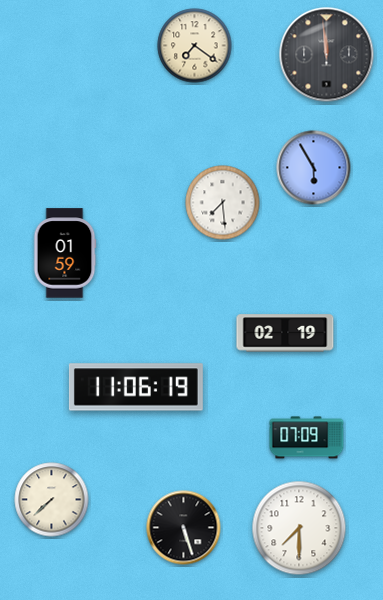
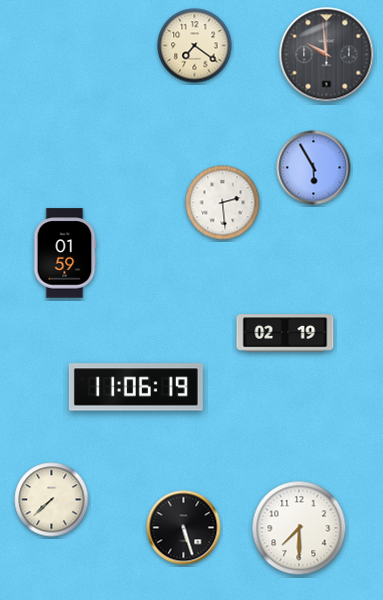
clock at (327, 55): 11:59 -> 9:59
clock at (223, 203): 7:29 -> 2:29
clock at (307, 438): 07:09 -> none
